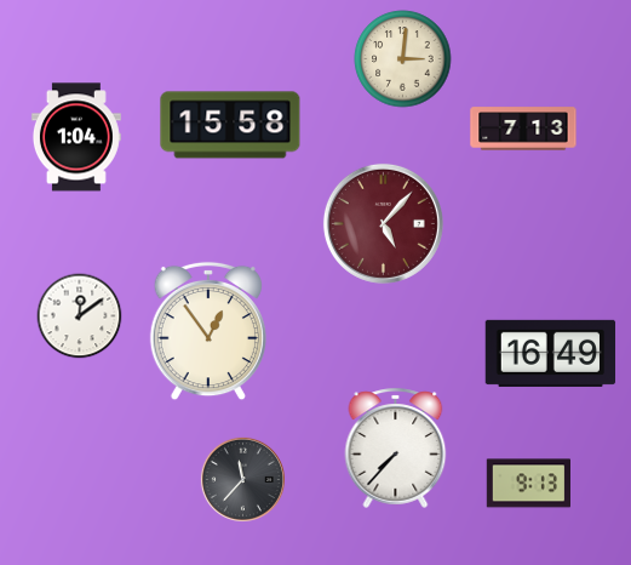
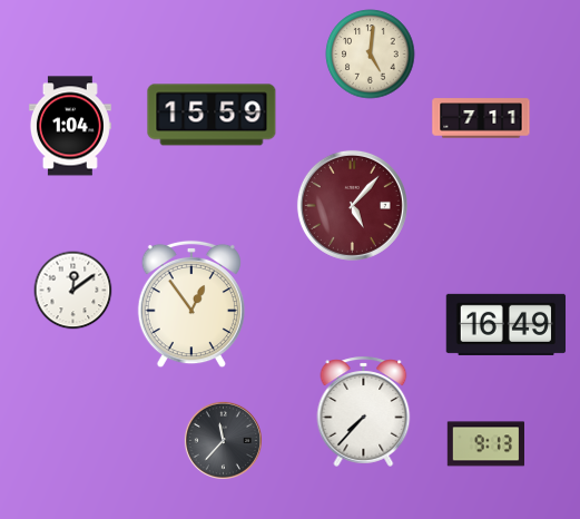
clock at (403, 59): 3:01 -> 5:01
clock at (230, 125): 15:58 -> 15:59
clock at (523, 129): 7:13 -> 7:11
